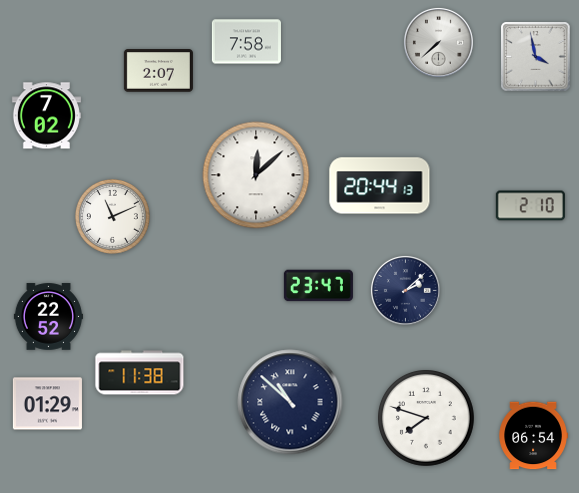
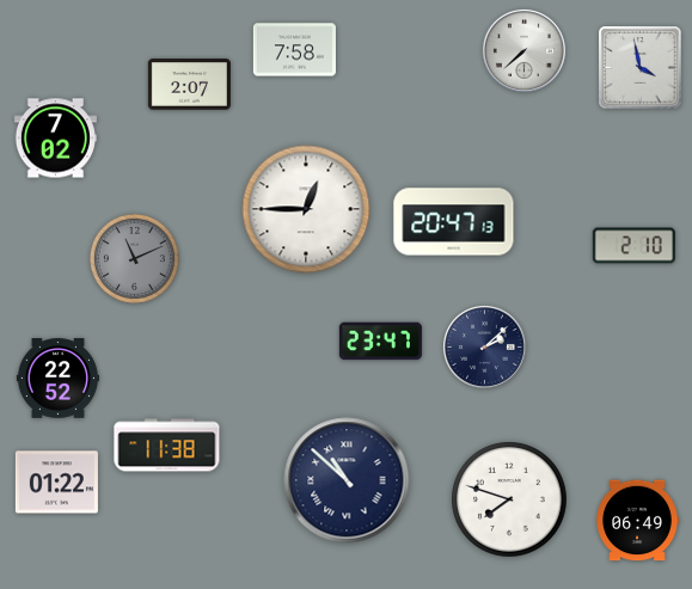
clock at (256, 175): 12:08 -> 12:45
clock at (380, 186): 20:44 -> 20:47
clock at (112, 216) dial: white -> grey
clock at (47, 404): 01:29 -> 01:22
clock at (533, 436): 06:54 -> 06:49
